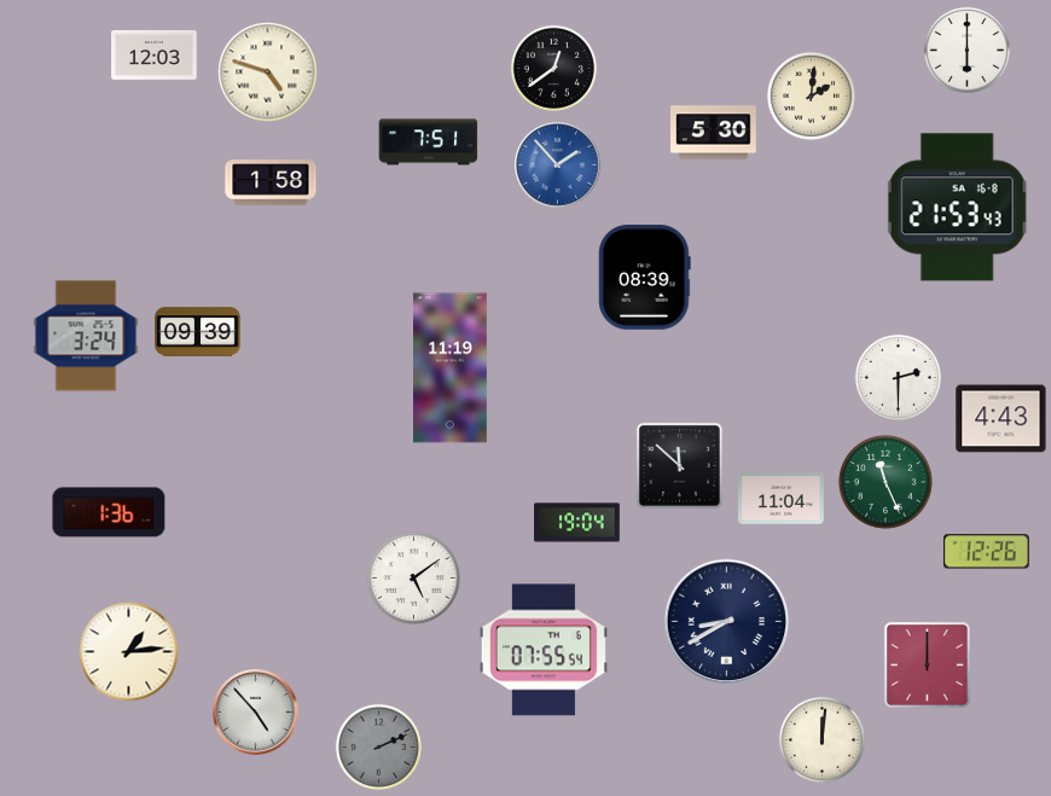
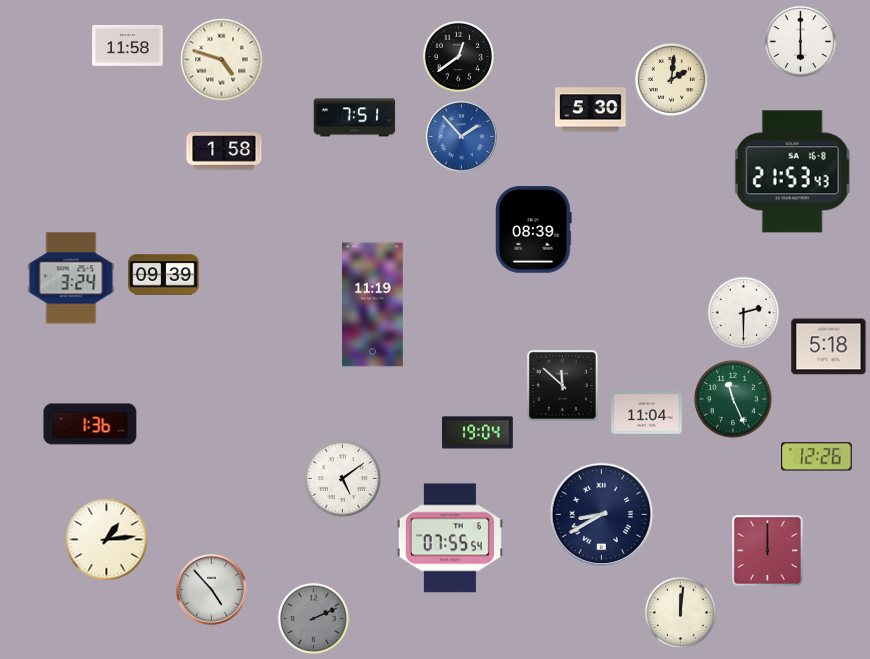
clock at (155, 54): 12:03 -> 11:58
clock at (1001, 419): 4:43 -> 5:18
